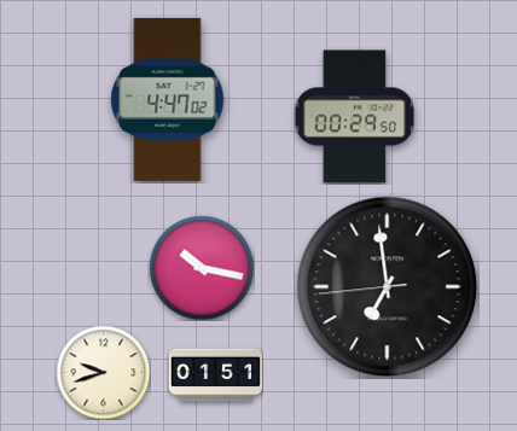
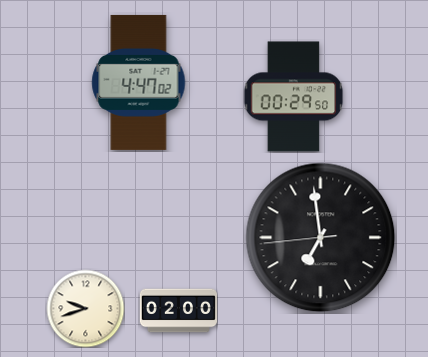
clock at (202, 268): 10:17 -> none
clock at (215, 375): 01:51 -> 02:00
